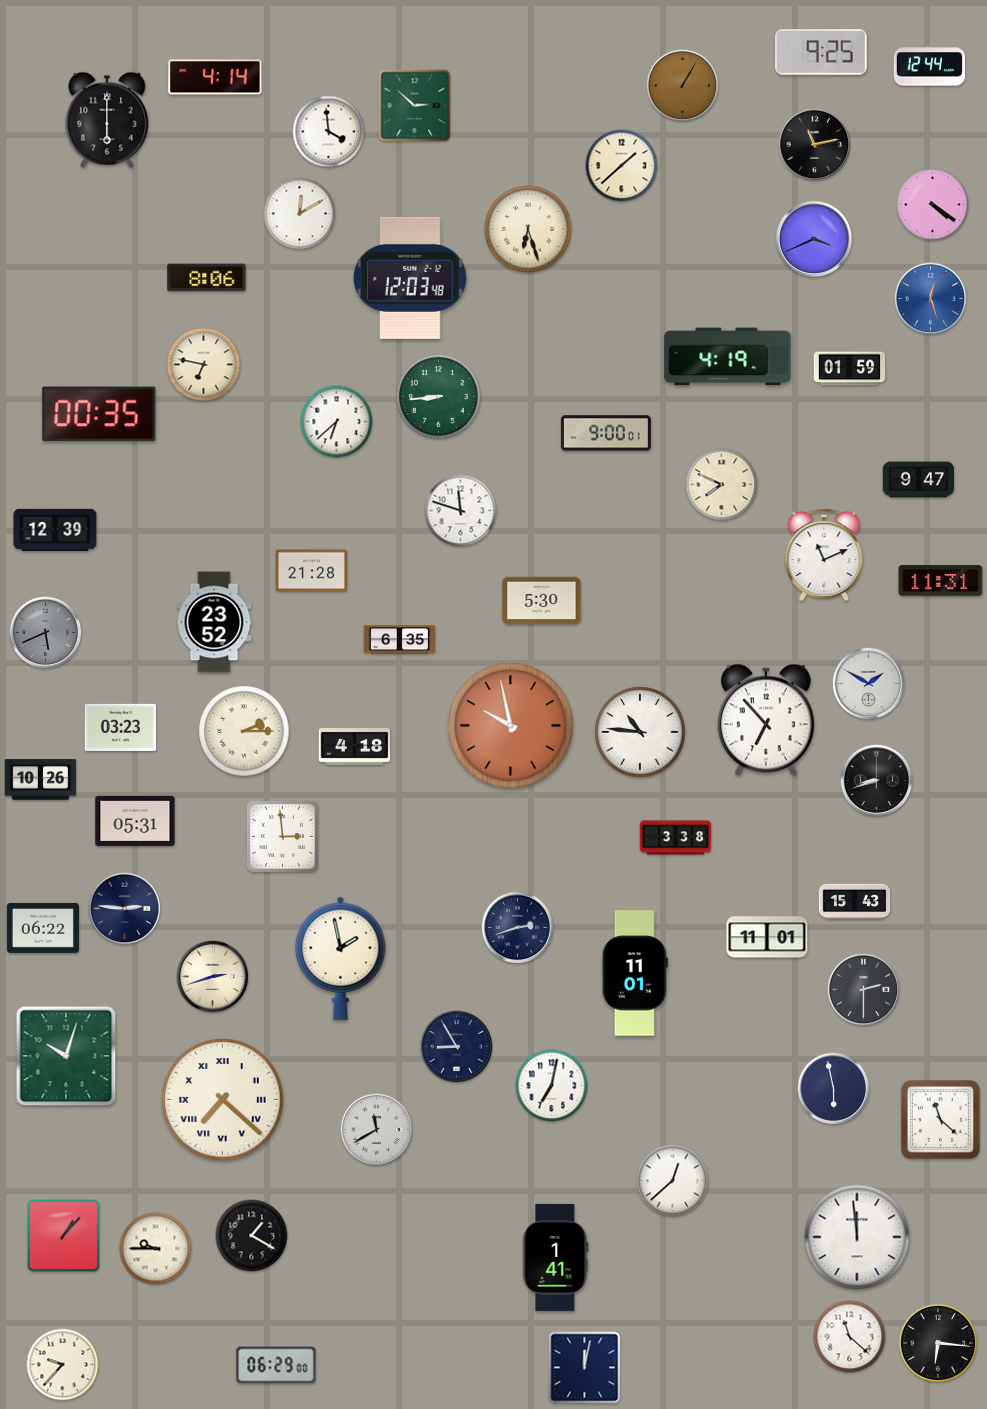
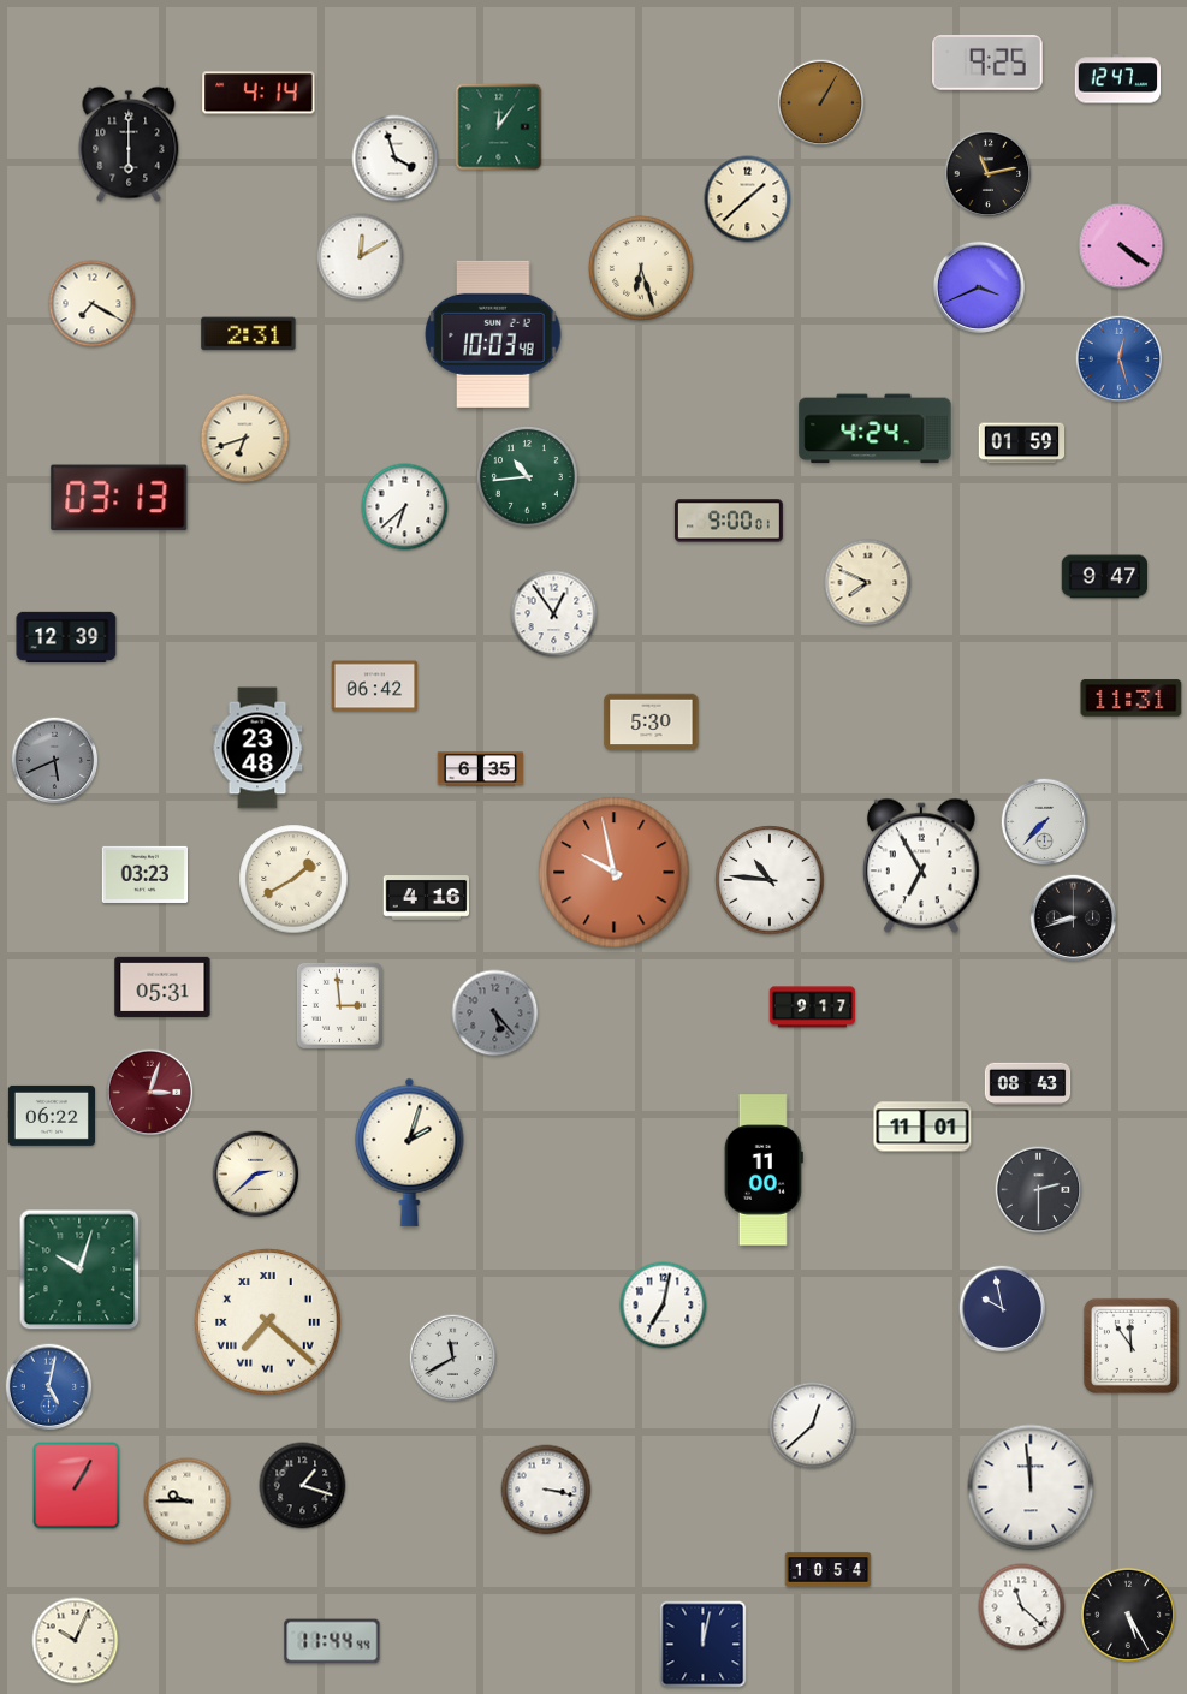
clock at (930, 66): 12:44 -> 12:47
clock at (415, 106): 2:52 -> 12:06
clock at (329, 132): 3:59 -> 3:57
clock at (815, 145) position: (815, 145) -> (989, 174)
clock at (528, 229) position: (528, 229) -> (641, 268)
clock at (93, 304): none -> 7:20
clock at (207, 278): 8:06 -> 2:31
clock at (410, 278): 12:03 -> 10:03
clock at (728, 357): 4:19 -> 4:24
clock at (204, 365): 6:47 -> 6:42
clock at (438, 396): 8:44 -> 10:44
clock at (99, 414): 00:35 -> 03:13
clock at (461, 511): 11:48 -> 12:54
clock at (824, 555): 11:11 -> none
clock at (312, 571): 21:28 -> 06:42
clock at (214, 622): 23:52 -> 23:48
clock at (869, 684): 1:50 -> 7:37
clock at (766, 720): 6:53 -> 6:55
clock at (244, 731): 2:15 -> 1:40
clock at (355, 747): 4:18 -> 4:16
clock at (41, 780): 10:26 -> none
clock at (877, 781) position: (877, 781) -> (1074, 919)
clock at (676, 838): 3:38 -> 9:17
clock at (495, 1014): none -> 5:23
clock at (855, 902): 15:43 -> 08:43
clock at (125, 909): 2:46 -> 3:03
clock at (125, 909) dial: navy -> burgundy
clock at (518, 928): 2:42 -> none
clock at (341, 958): 1:58 -> 2:03
clock at (635, 973): 11:01 -> 11:00
clock at (213, 977): 2:42 -> 2:38
clock at (457, 1047): 8:55 -> none
clock at (834, 1089): 5:58 -> 9:58
clock at (940, 1119): 11:22 -> 11:54
clock at (49, 1387): none -> 5:02
clock at (673, 1181) position: (673, 1181) -> (813, 1426)
clock at (64, 1236): 1:07 -> 1:05
clock at (252, 1236): 1:20 -> 1:18
clock at (546, 1490): none -> 3:17
clock at (556, 1257): 1:41 -> none
clock at (829, 1570): none -> 10:54
clock at (938, 1343): 6:16 -> 5:25
clock at (63, 1365): 9:37 -> 10:04
clock at (276, 1365): 06:29 -> 11:44
